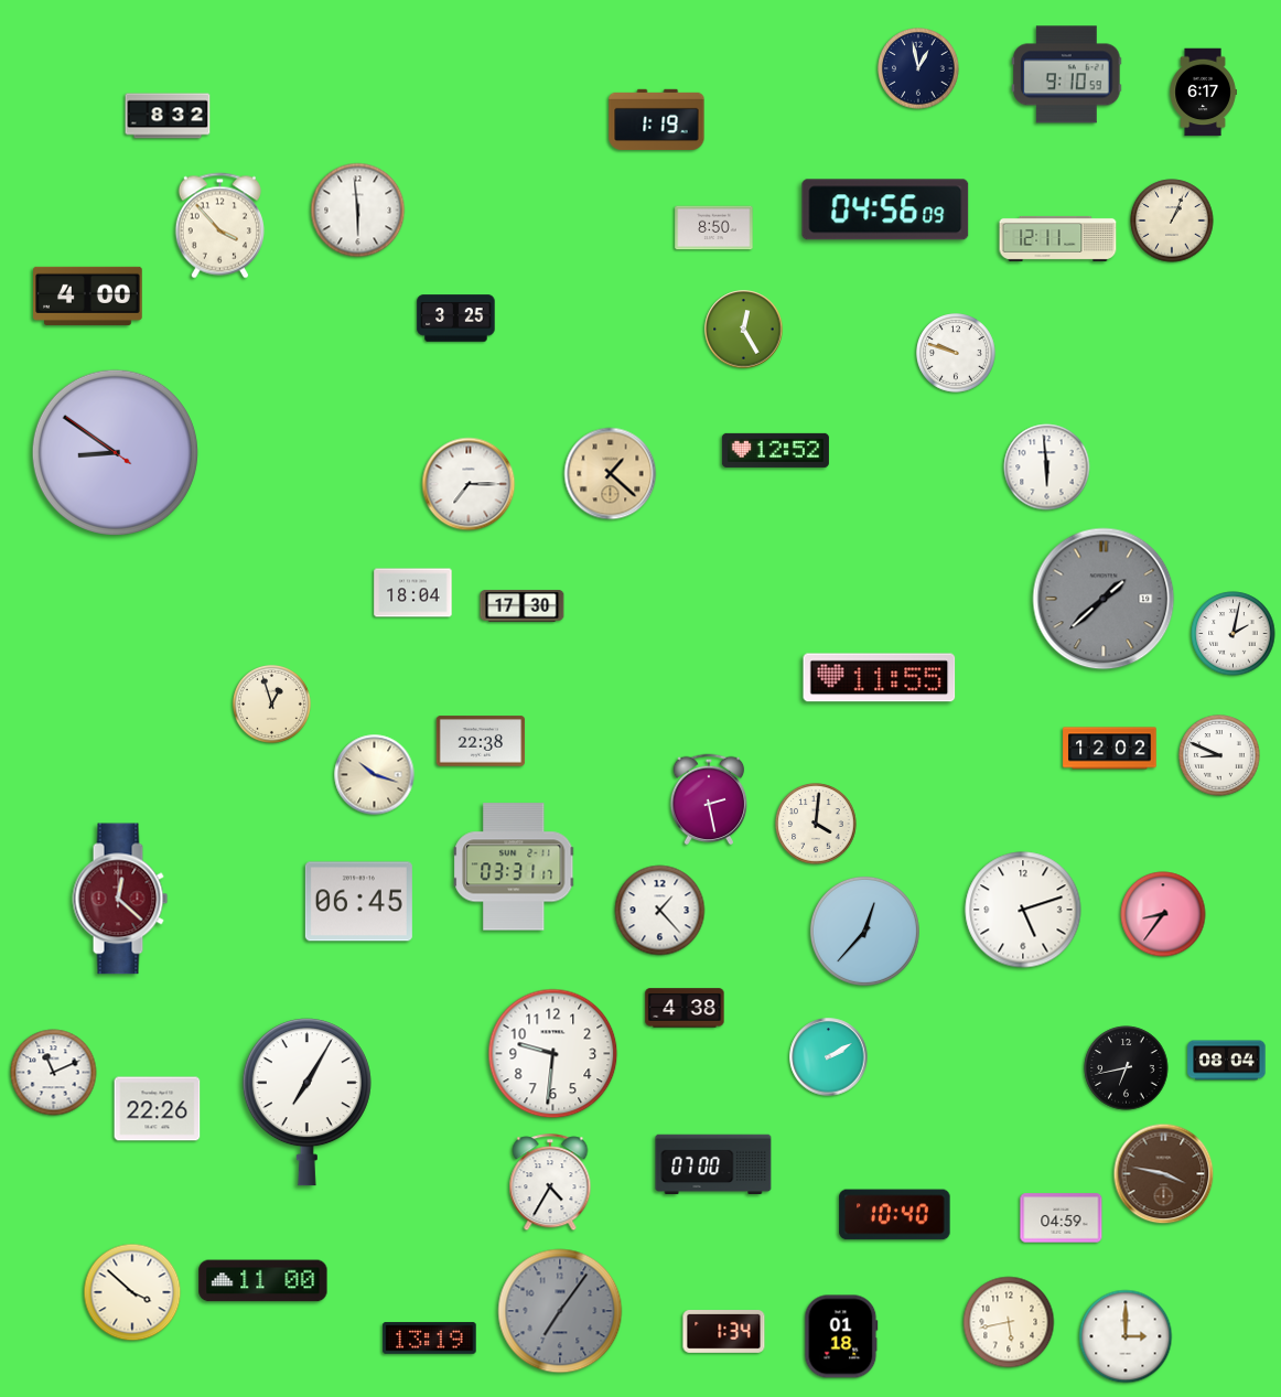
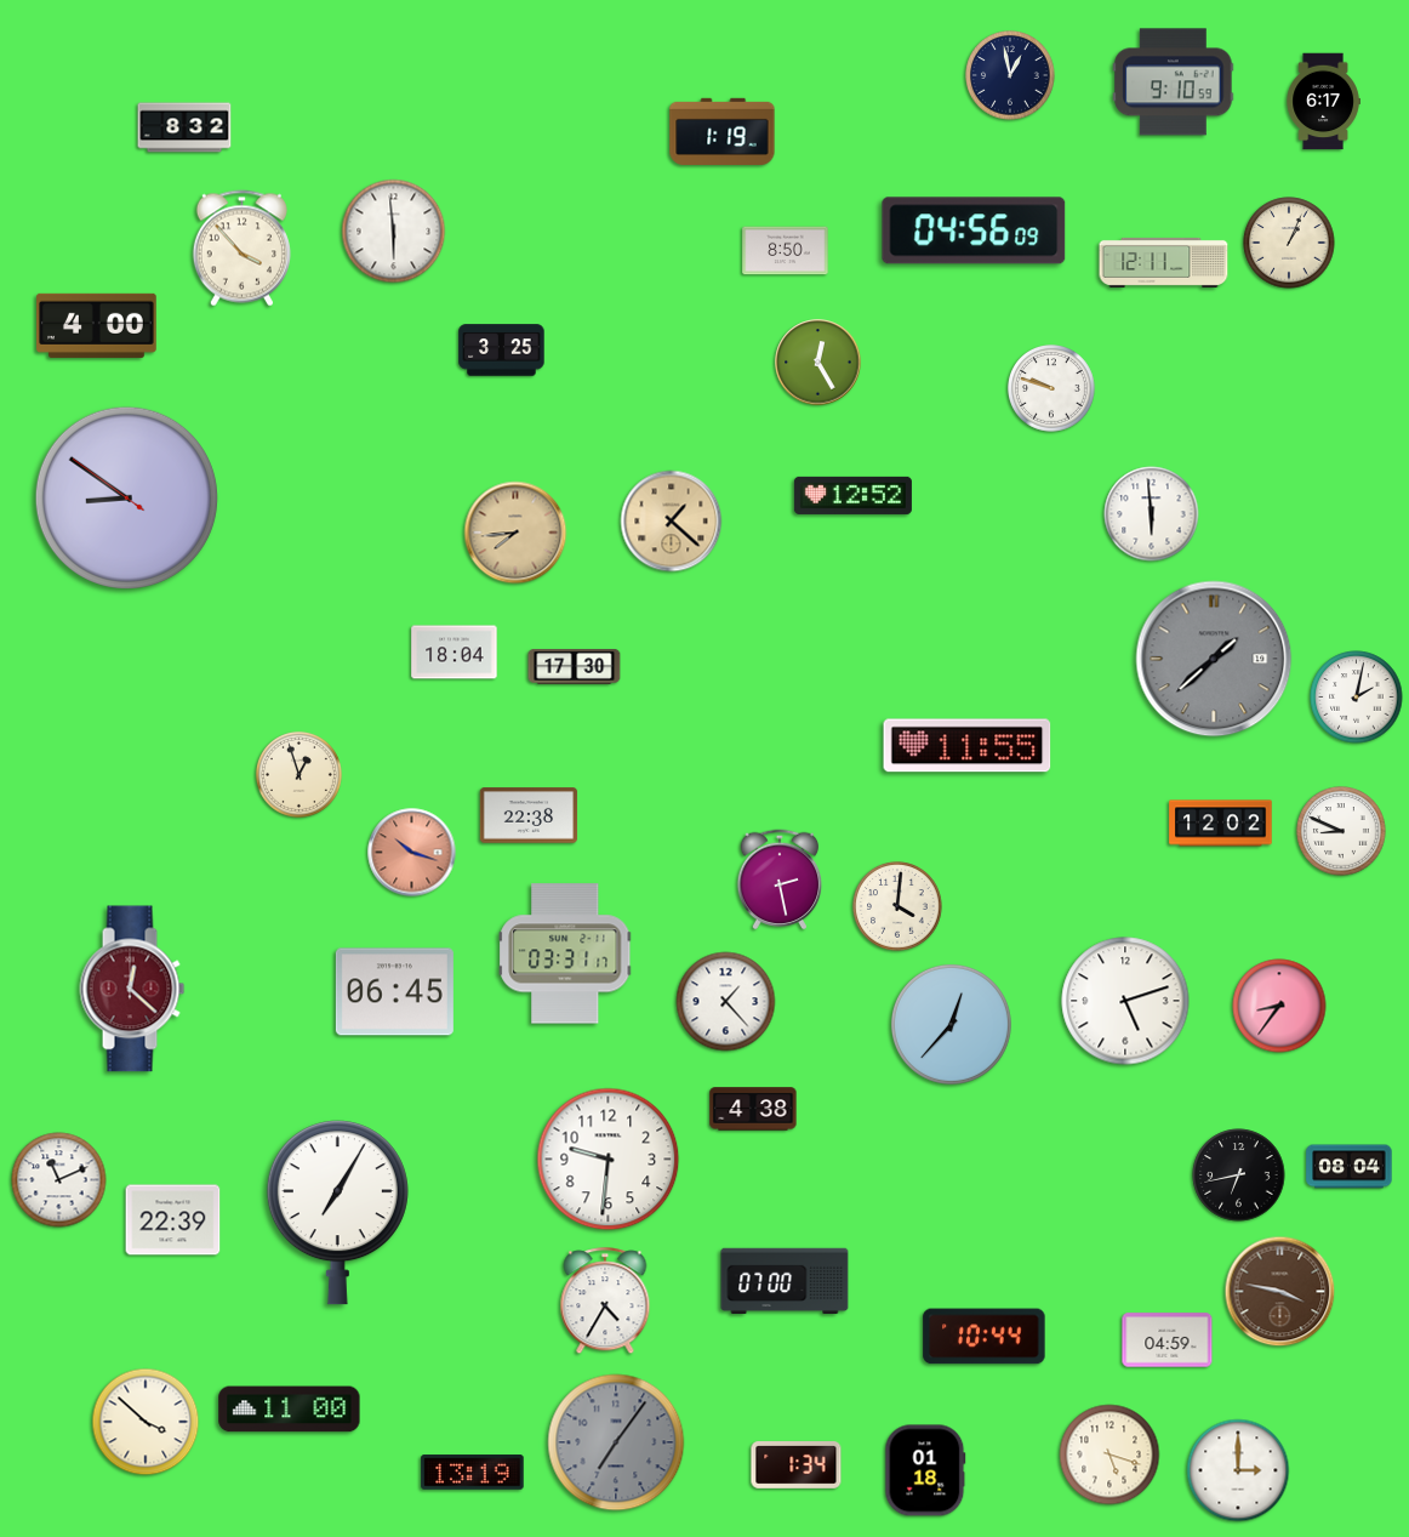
clock at (469, 484): 7:15 -> 7:44
clock at (469, 484) dial: white -> champagne
clock at (375, 775) dial: cream -> salmon
clock at (829, 1057): 2:10 -> none
clock at (158, 1109): 22:26 -> 22:39
clock at (895, 1215): 10:40 -> 10:44
clock at (1009, 1322): 5:43 -> 5:18
